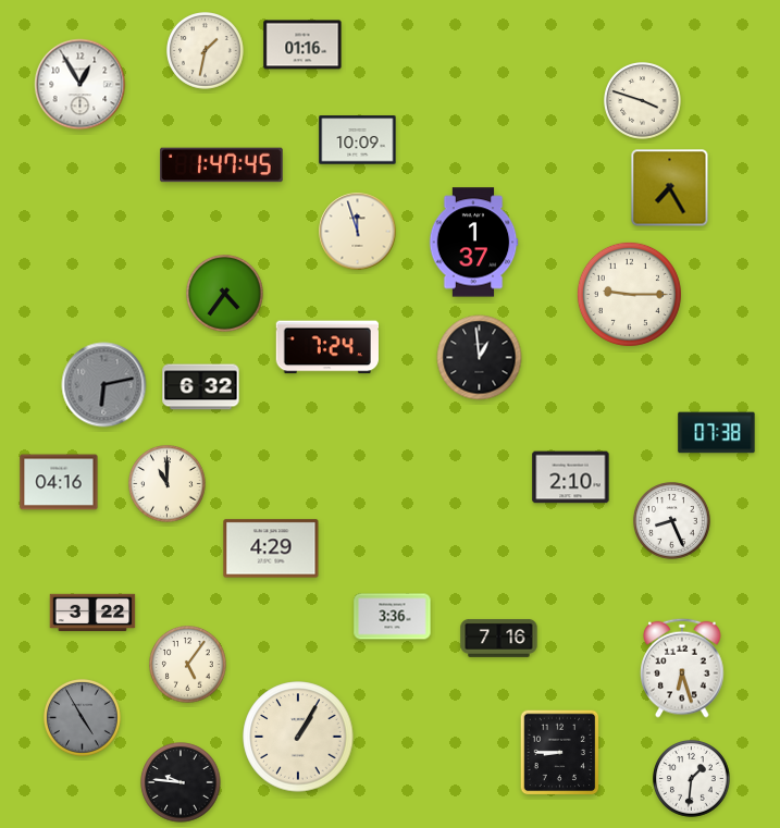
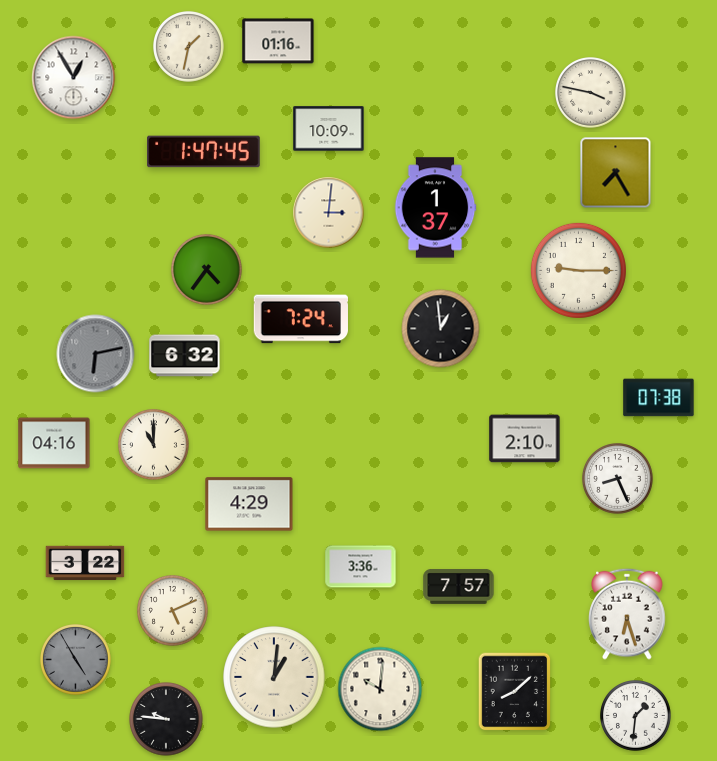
clock at (643, 101): 3:48 -> 3:47
clock at (358, 232): 11:57 -> 3:01
clock at (473, 243) position: (473, 243) -> (435, 208)
clock at (499, 639): 7:16 -> 7:57
clock at (188, 665): 5:06 -> 5:11
clock at (298, 737): 1:05 -> 1:01
clock at (380, 689): none -> 10:01
clock at (560, 753): 8:45 -> 8:08
